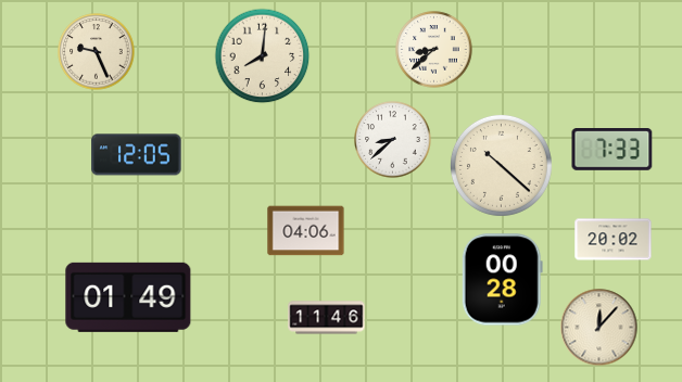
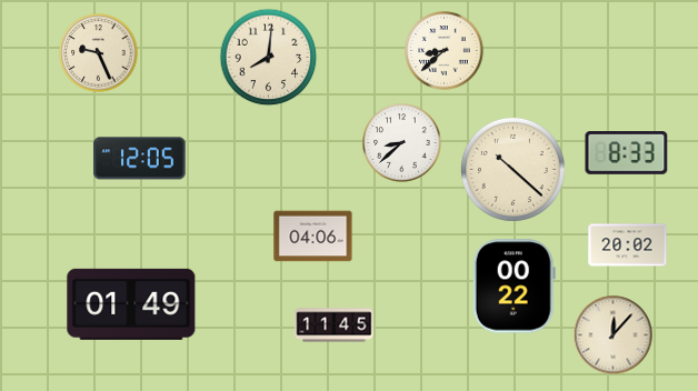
clock at (612, 150): 7:33 -> 8:33
clock at (502, 280): 00:28 -> 00:22
clock at (327, 318): 11:46 -> 11:45
